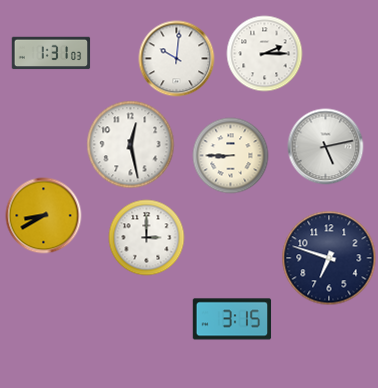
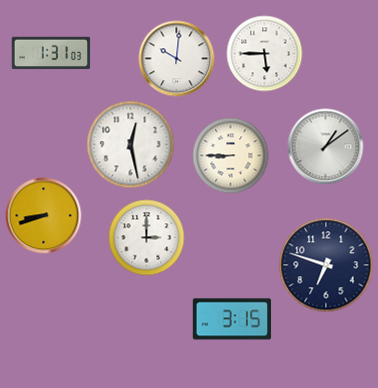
clock at (265, 54): 2:15 -> 5:45
clock at (326, 147): 5:13 -> 1:09
clock at (44, 216): 8:40 -> 8:42
clock at (329, 258) position: (329, 258) -> (326, 265)
